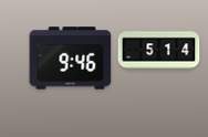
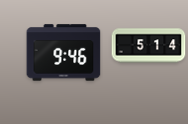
clock at (159, 51) position: (159, 51) -> (149, 46)
